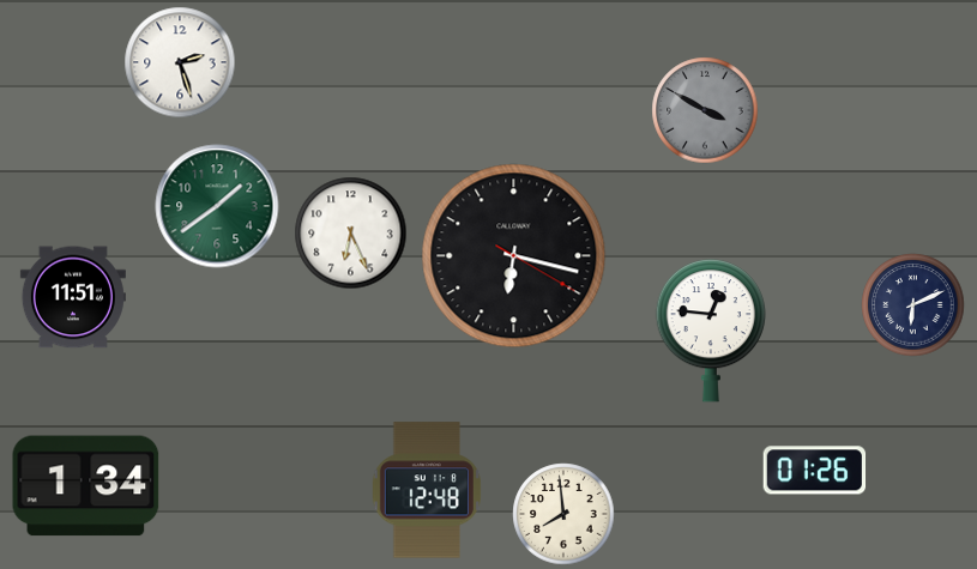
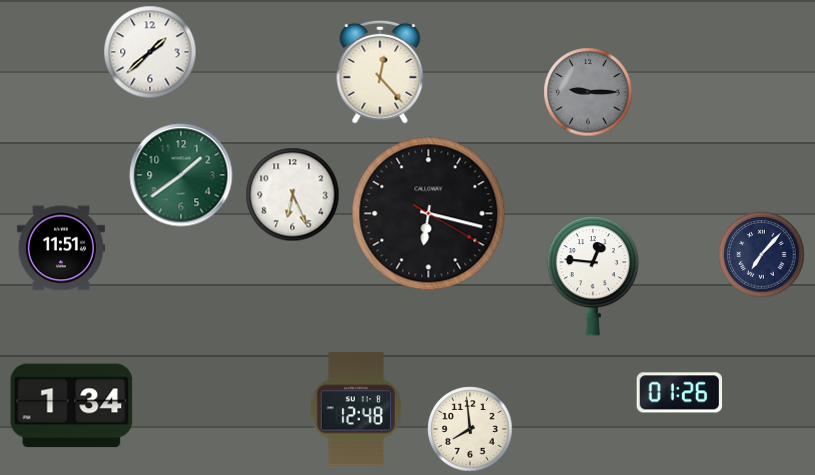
clock at (180, 62): 2:27 -> 1:38
clock at (380, 72): none -> 12:23
clock at (705, 110): 3:50 -> 9:15
clock at (217, 206) position: (217, 206) -> (181, 175)
clock at (913, 305): 6:11 -> 7:07
